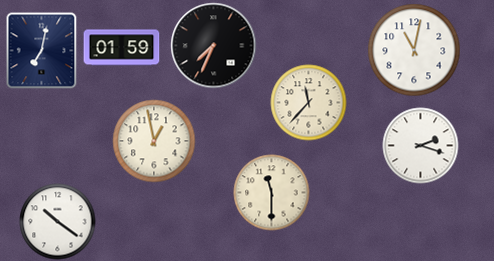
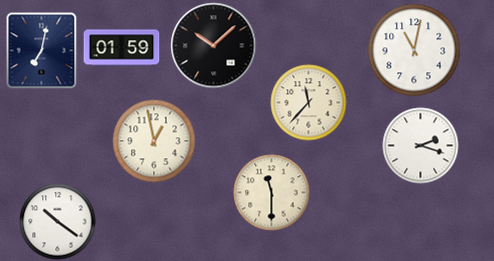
clock at (214, 46): 7:34 -> 10:08
